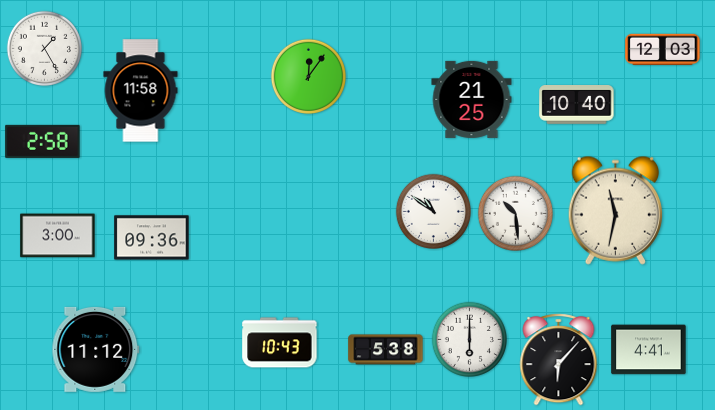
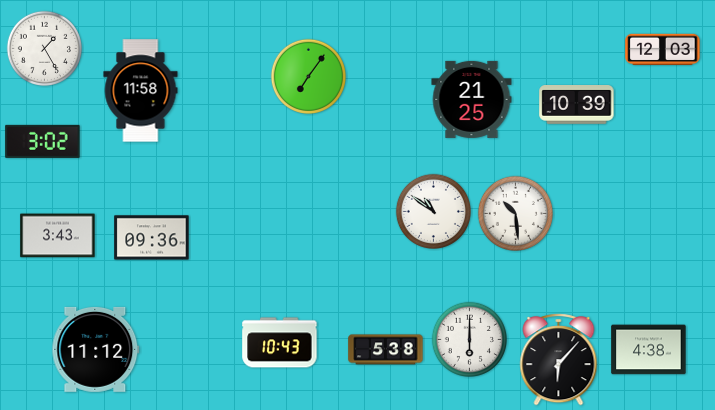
clock at (308, 76): 12:06 -> 7:06
clock at (577, 105): 10:40 -> 10:39
clock at (43, 141): 2:58 -> 3:02
clock at (616, 210): 11:32 -> none
clock at (58, 236): 3:00 -> 3:43
clock at (649, 350): 4:41 -> 4:38
